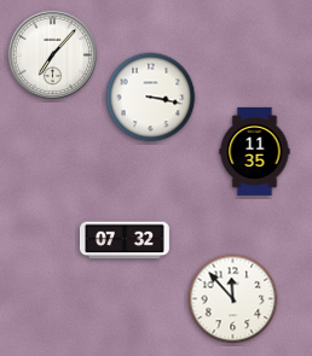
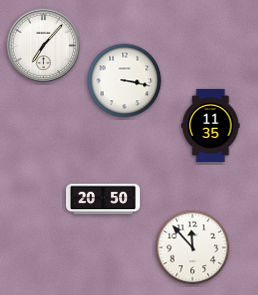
clock at (125, 240): 07:32 -> 20:50
